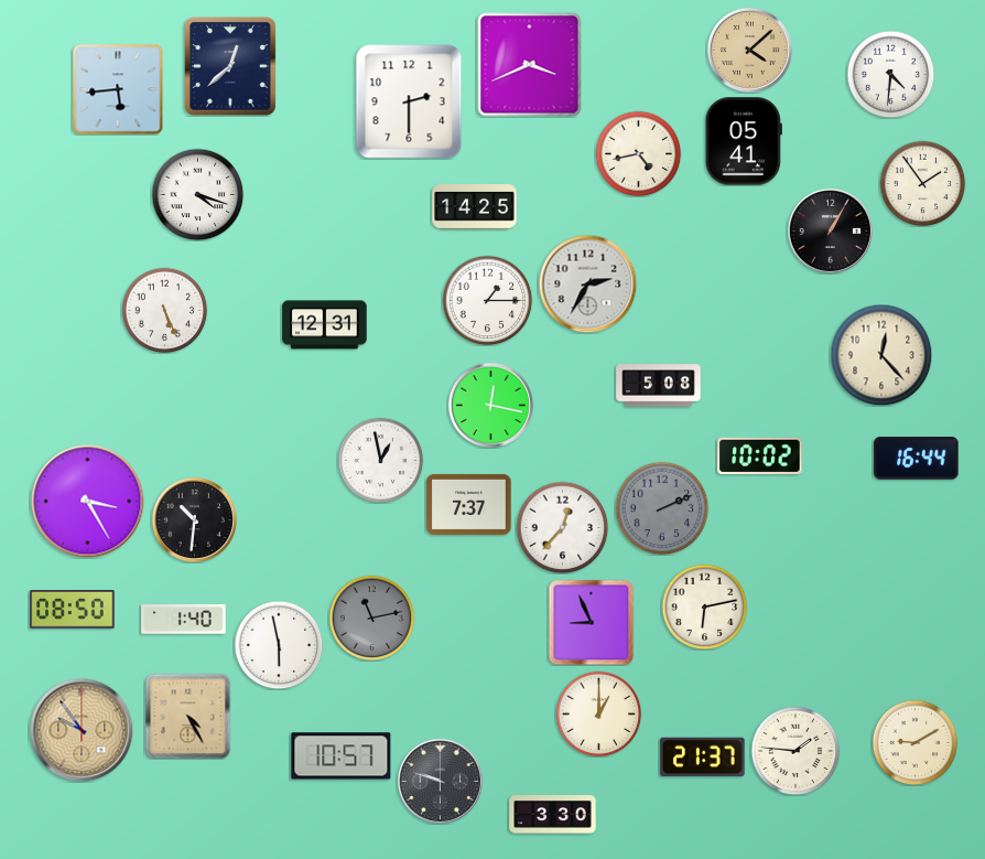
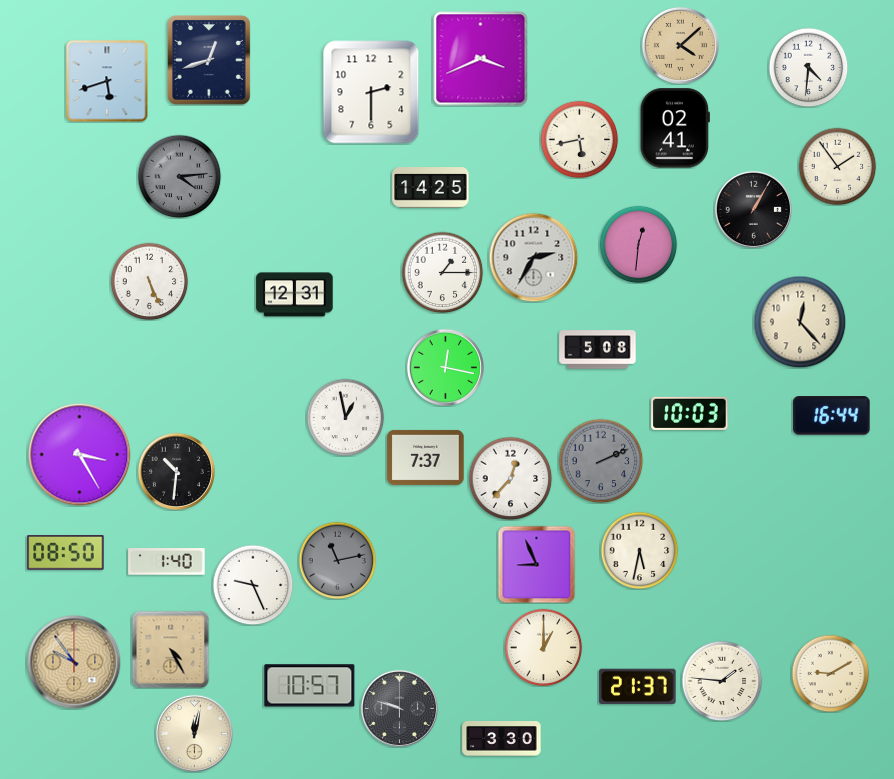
clock at (231, 67): 12:38 -> 12:42
clock at (118, 89): 5:44 -> 5:42
clock at (744, 141): 05:41 -> 02:41
clock at (638, 153): 4:43 -> 5:43
clock at (197, 194): 4:18 -> 4:14
clock at (197, 194) dial: white -> grey
clock at (638, 244): none -> 12:31
clock at (760, 455): 10:02 -> 10:03
clock at (704, 606): 6:13 -> 5:32
clock at (279, 645): 5:58 -> 9:26
clock at (194, 733): none -> 12:02
